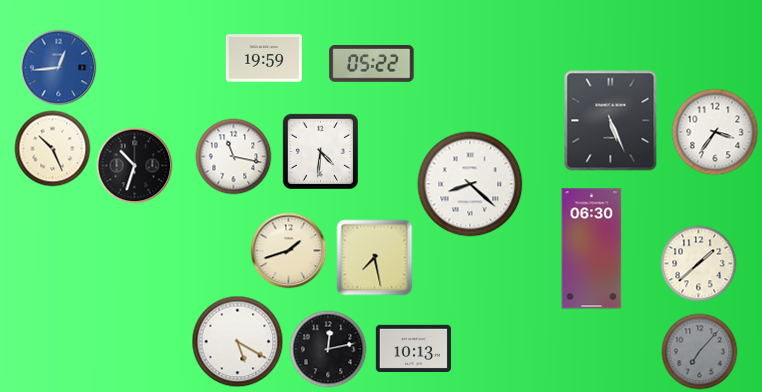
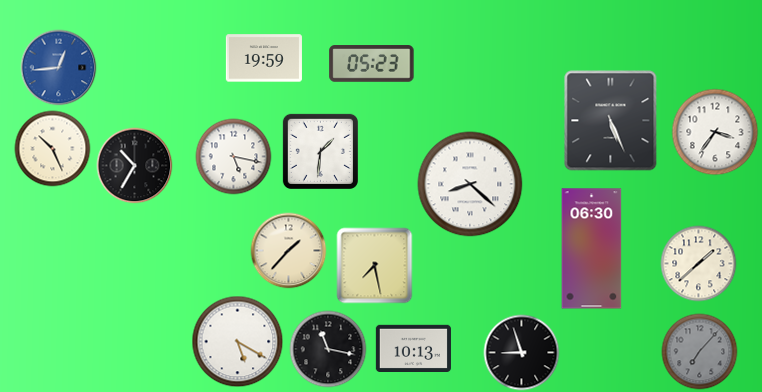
clock at (372, 64): 05:22 -> 05:23
clock at (320, 151): 4:31 -> 1:31
clock at (234, 157): 11:17 -> 5:17
clock at (135, 166): 10:33 -> 10:35
clock at (289, 251): 1:42 -> 1:37
clock at (375, 258) position: (375, 258) -> (375, 266)
clock at (328, 349): 12:13 -> 11:17
clock at (522, 353): none -> 8:57
